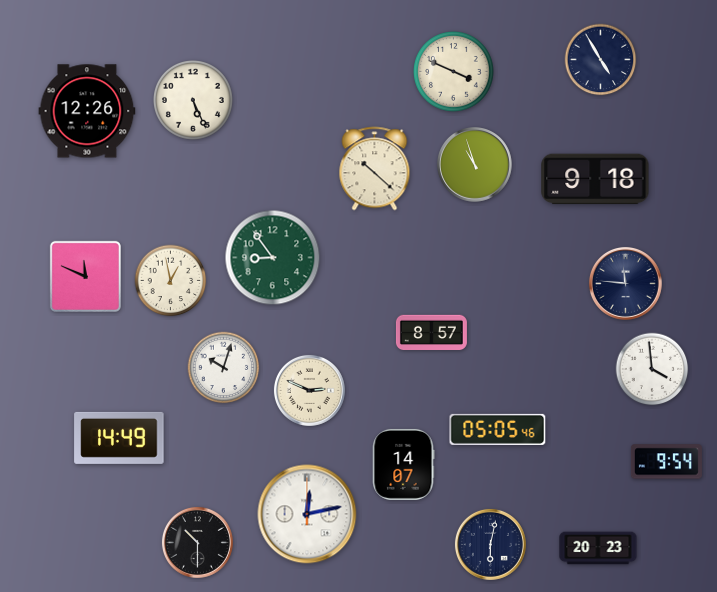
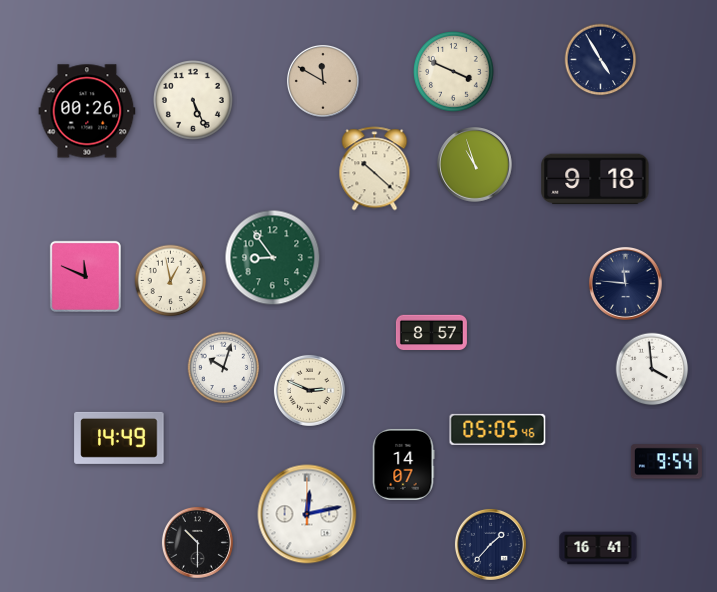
clock at (323, 81): none -> 11:50
clock at (87, 111): 12:26 -> 00:26
clock at (490, 544): 6:02 -> 1:37
clock at (598, 548): 20:23 -> 16:41
